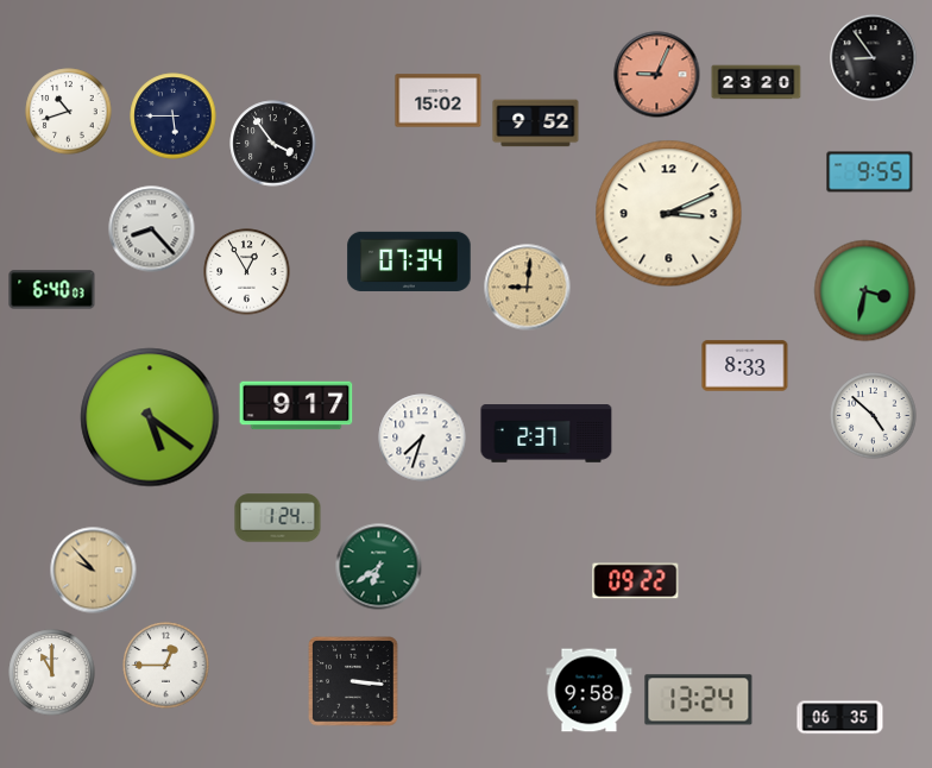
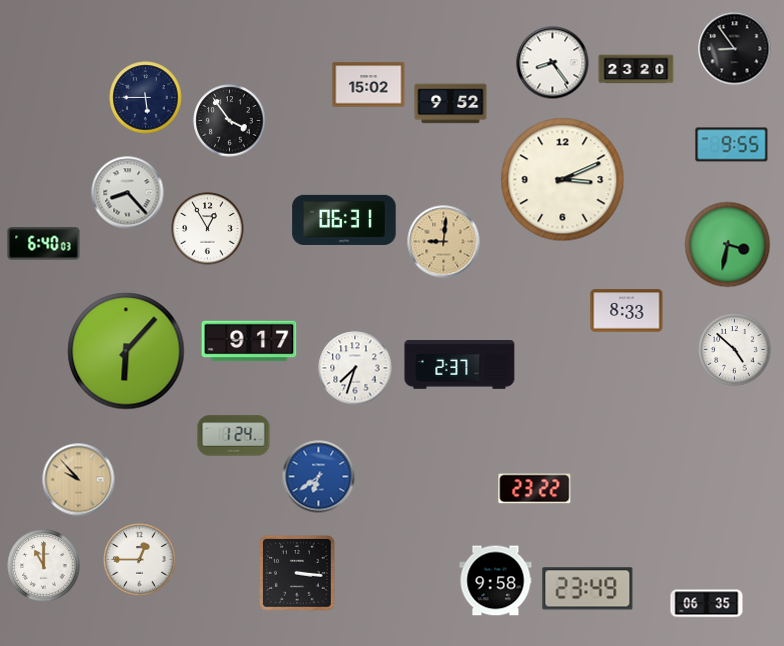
clock at (657, 75): 9:04 -> 8:24
clock at (657, 75) dial: salmon -> white
clock at (69, 112): 10:42 -> none
clock at (409, 262): 07:34 -> 06:31
clock at (745, 366) position: (745, 366) -> (627, 311)
clock at (150, 417): 5:21 -> 6:07
clock at (379, 567) dial: green -> blue
clock at (636, 581): 09:22 -> 23:22
clock at (699, 700): 13:24 -> 23:49
